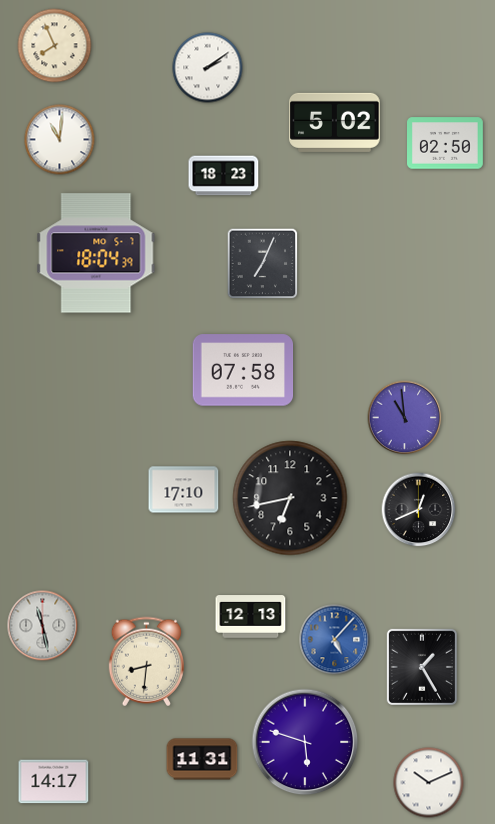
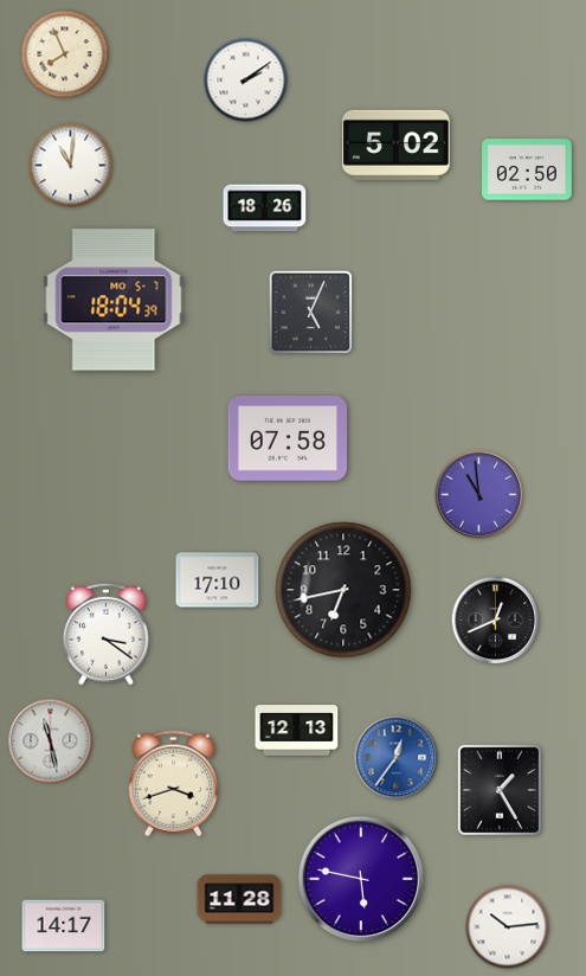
clock at (224, 176): 18:23 -> 18:26
clock at (263, 264): 7:04 -> 5:04
clock at (419, 510) position: (419, 510) -> (496, 621)
clock at (105, 634): none -> 3:21
clock at (335, 640): 5:07 -> 12:36
clock at (146, 662): 8:31 -> 3:42
clock at (305, 742): 5:48 -> 5:47
clock at (202, 759): 11:31 -> 11:28
clock at (429, 783): 10:11 -> 10:14
